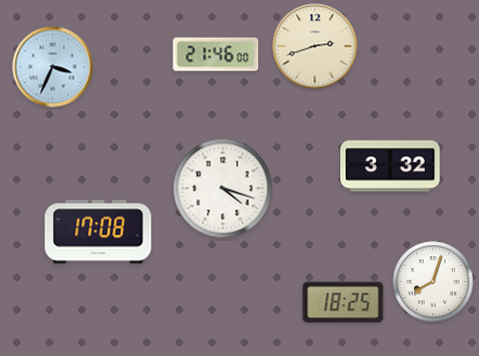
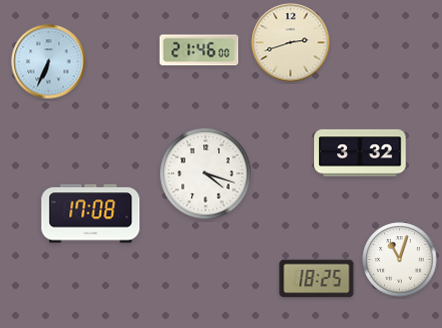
clock at (53, 67): 3:34 -> 6:34
clock at (433, 282): 8:03 -> 11:03
